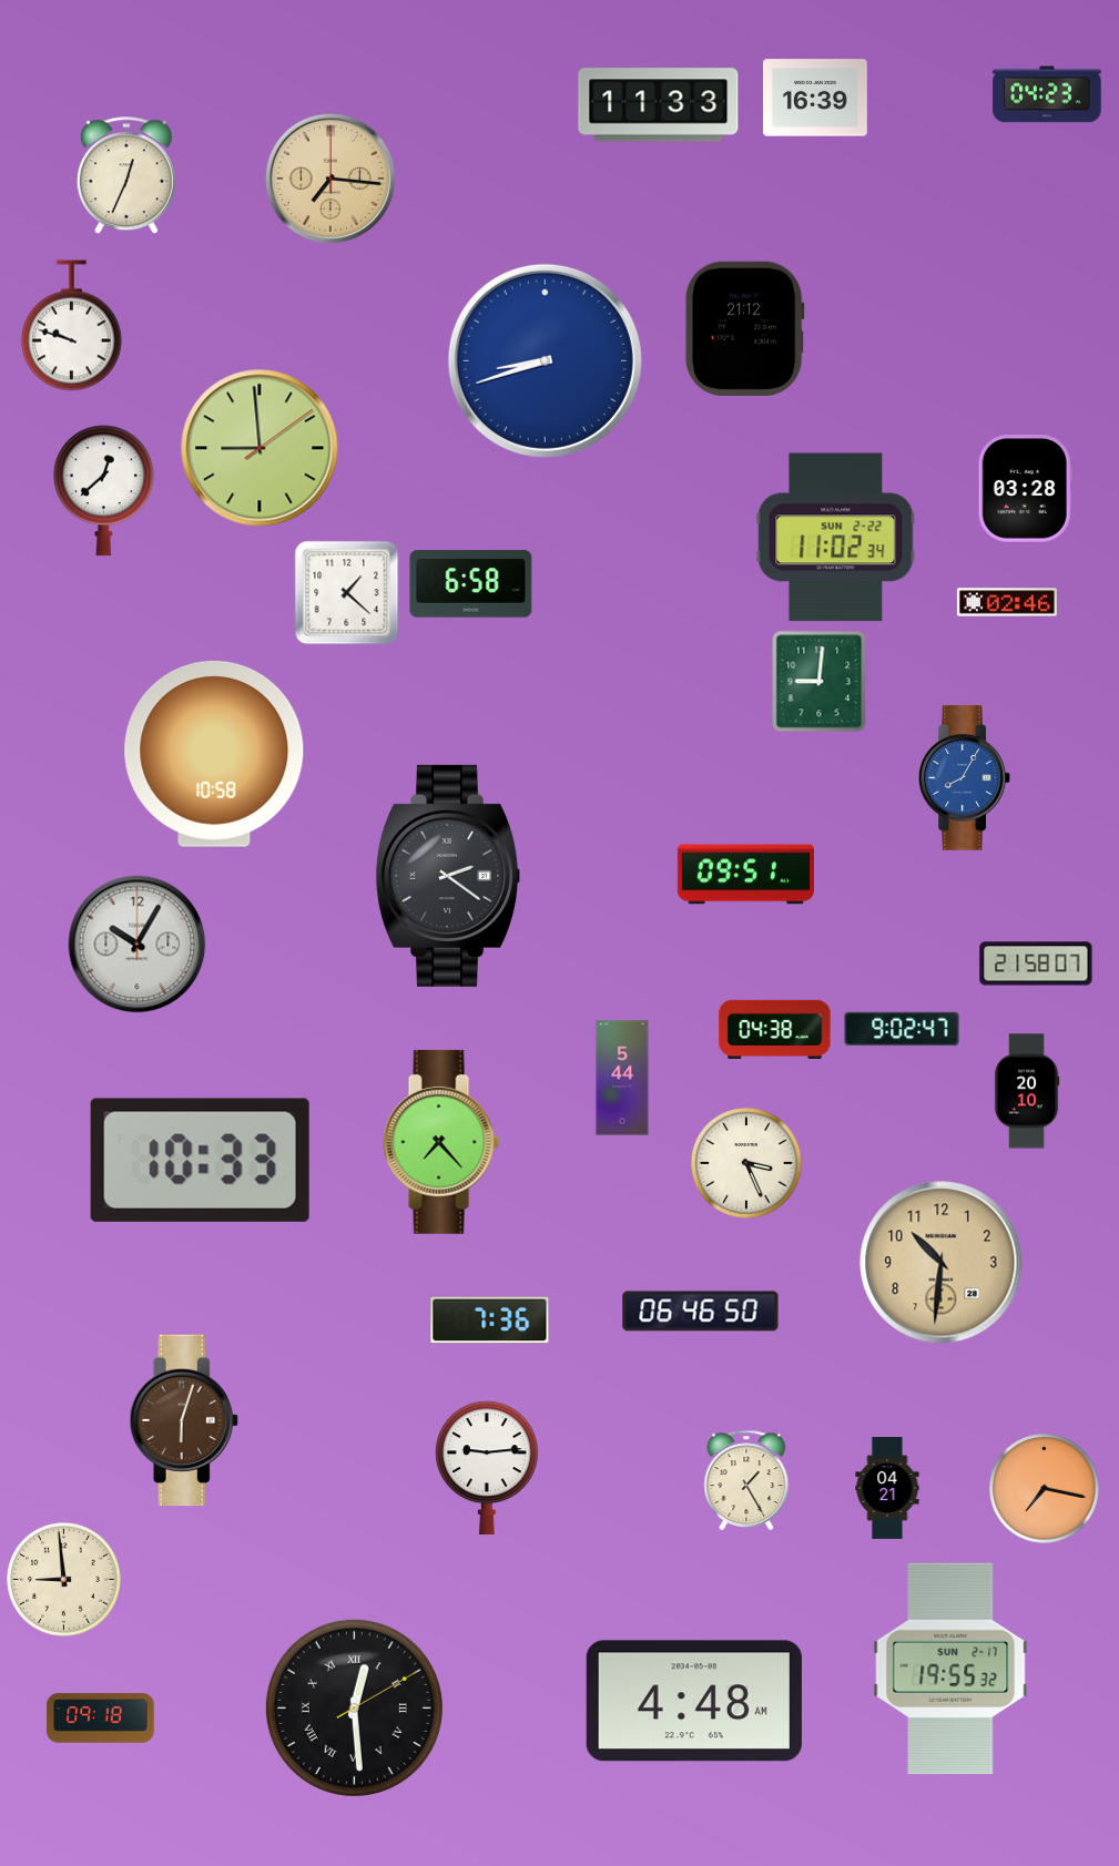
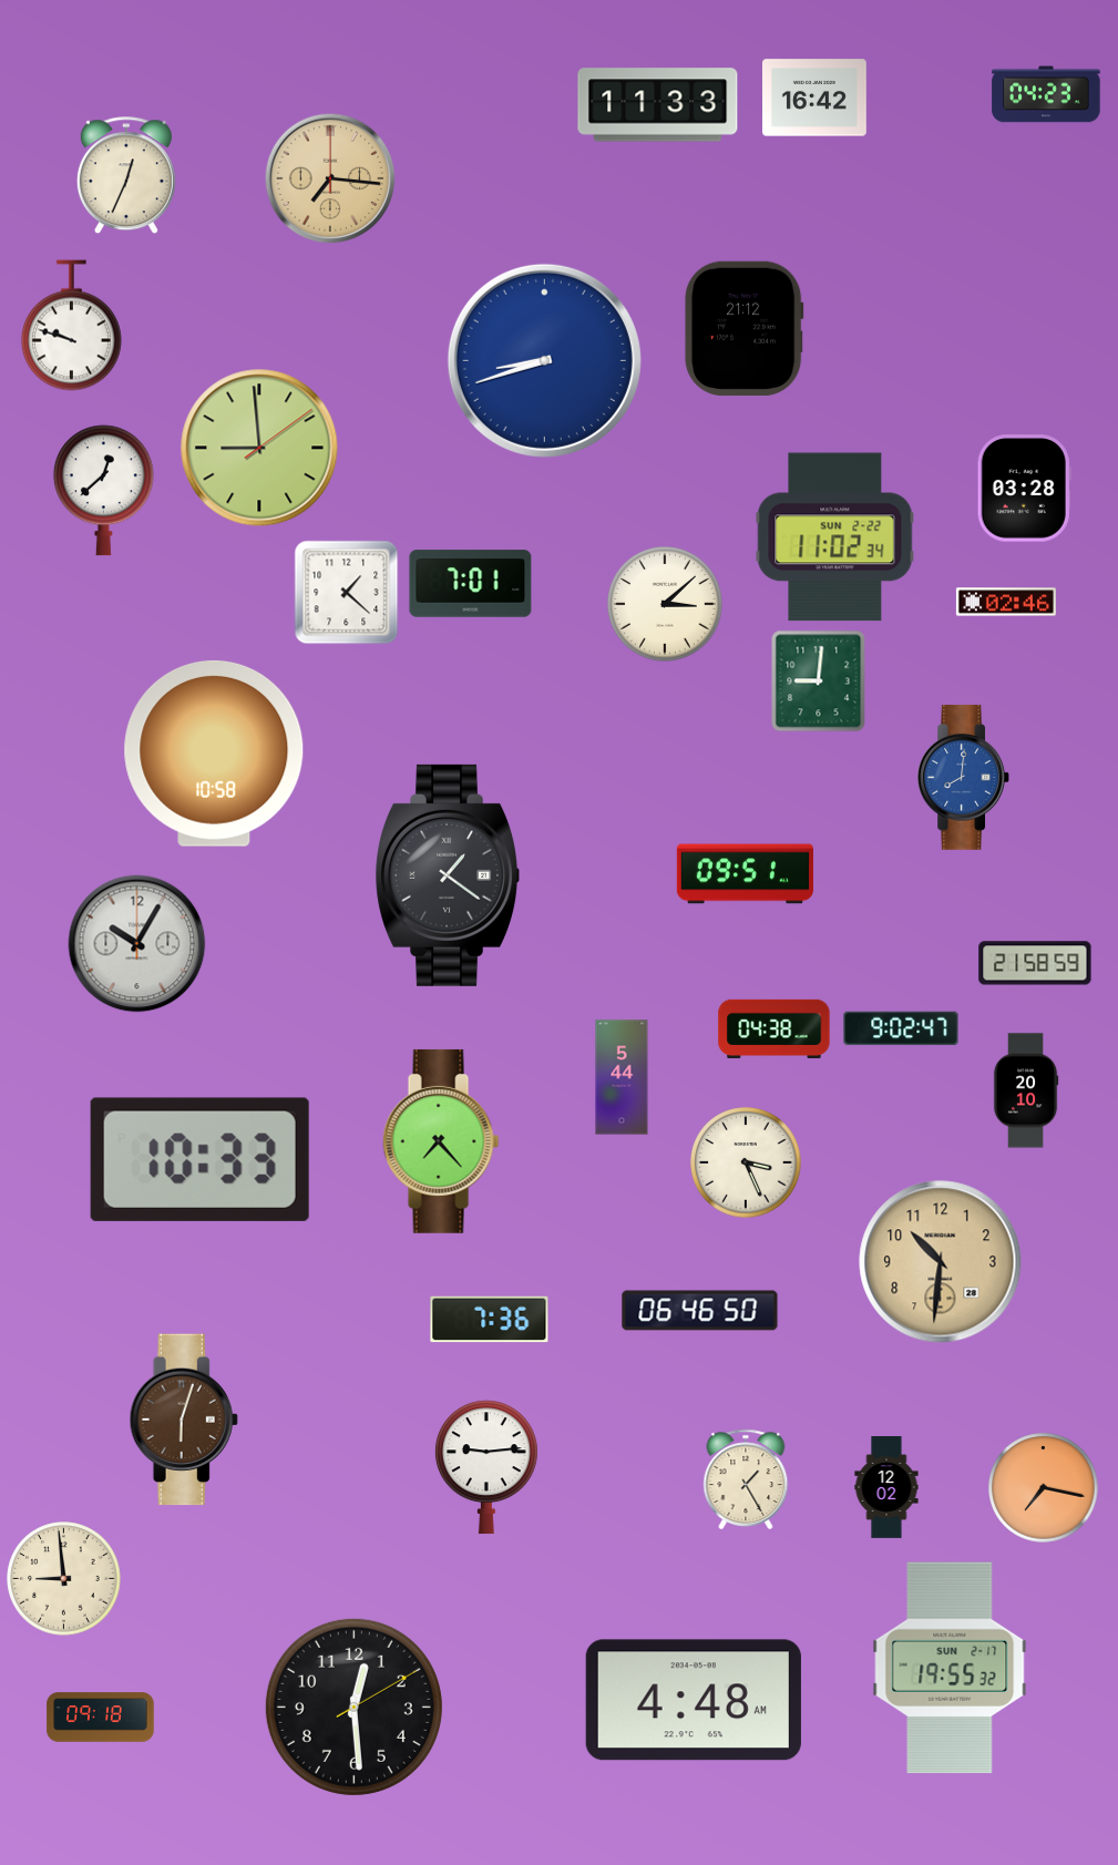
clock at (816, 98): 16:39 -> 16:42
clock at (471, 584): 6:58 -> 7:01
clock at (665, 604): none -> 3:08
clock at (964, 778): 8:05 -> 8:01
clock at (447, 876): 2:21 -> 1:21
clock at (1036, 963): 21:58:07 -> 21:58:59
clock at (887, 1489): 04:21 -> 12:02
clock at (354, 1707) numerals: Roman -> Arabic
